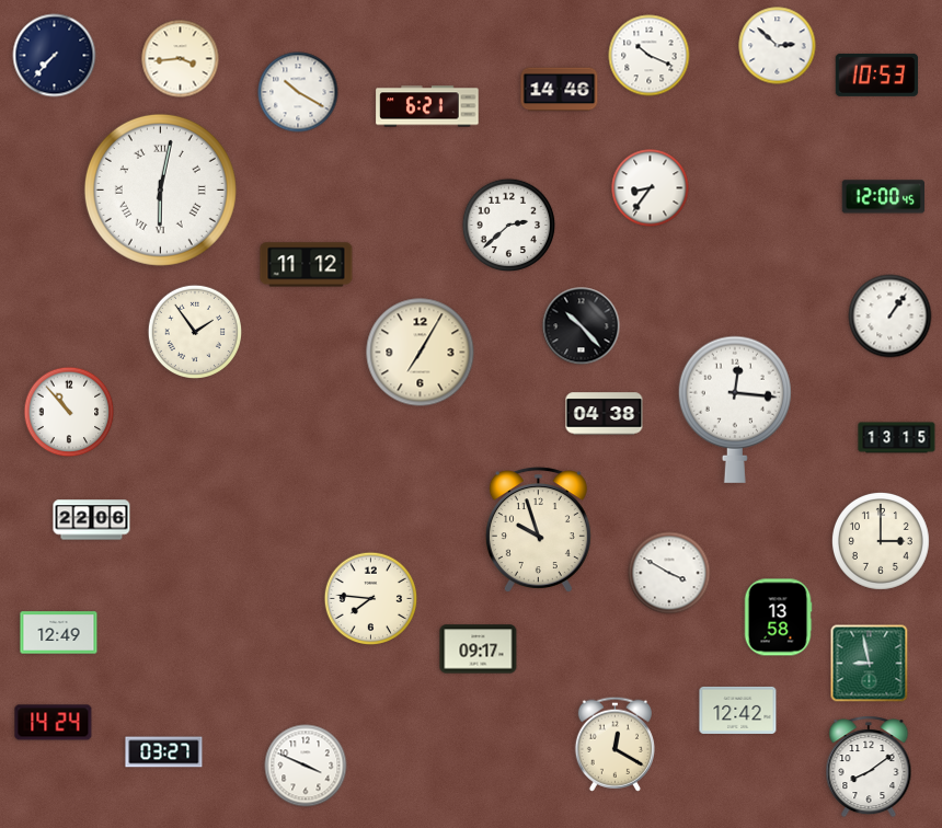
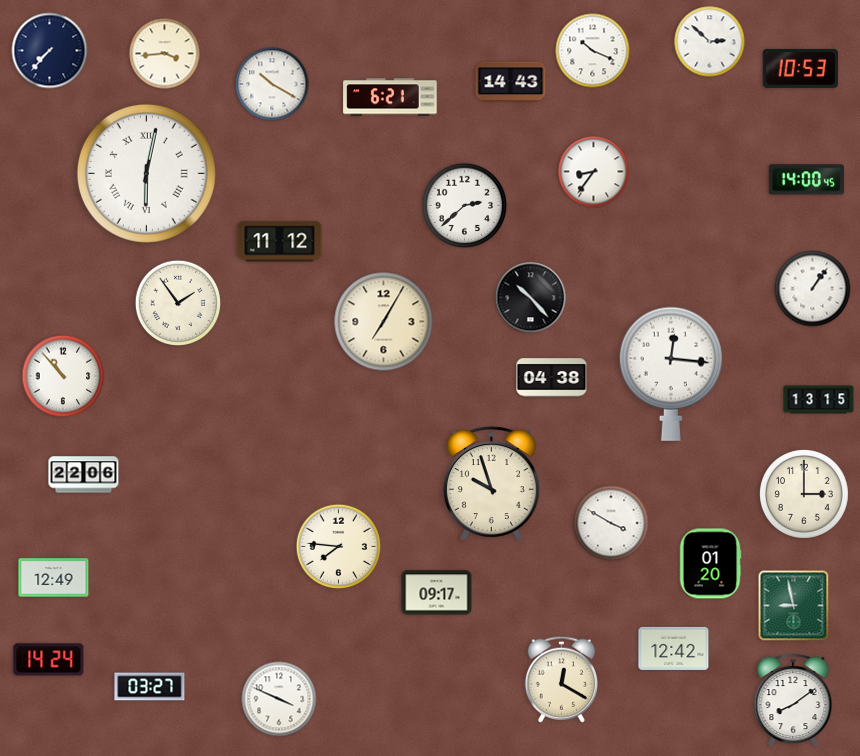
clock at (560, 90): 14:46 -> 14:43
clock at (883, 197): 12:00 -> 14:00
clock at (778, 618): 13:58 -> 01:20
